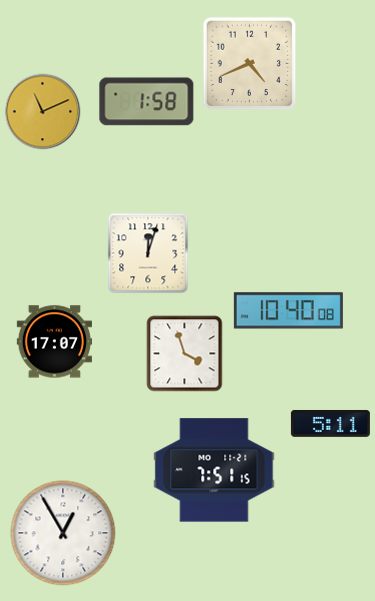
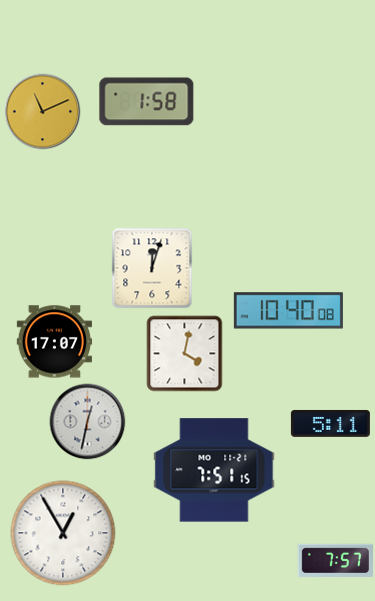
clock at (250, 64): 4:41 -> none
clock at (148, 253) position: (148, 253) -> (152, 268)
clock at (185, 354): 3:57 -> 4:02
clock at (88, 422): none -> 12:32
clock at (335, 560): none -> 7:57
